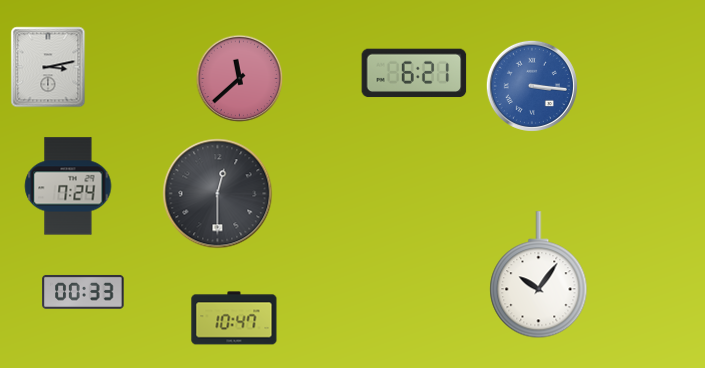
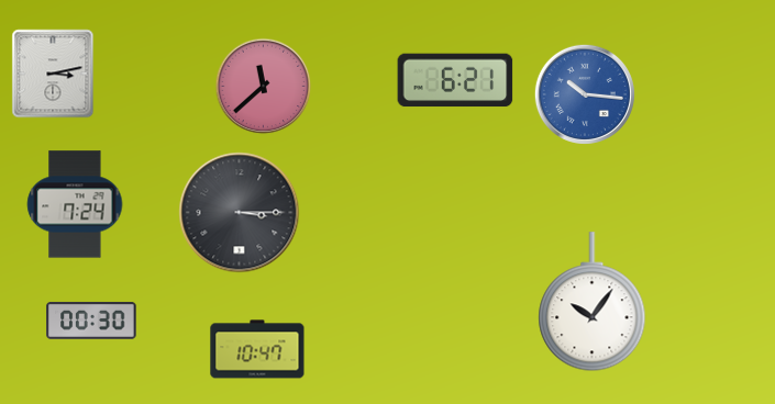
clock at (532, 86): 3:16 -> 10:16
clock at (218, 194): 12:30 -> 3:15
clock at (83, 292): 00:33 -> 00:30
